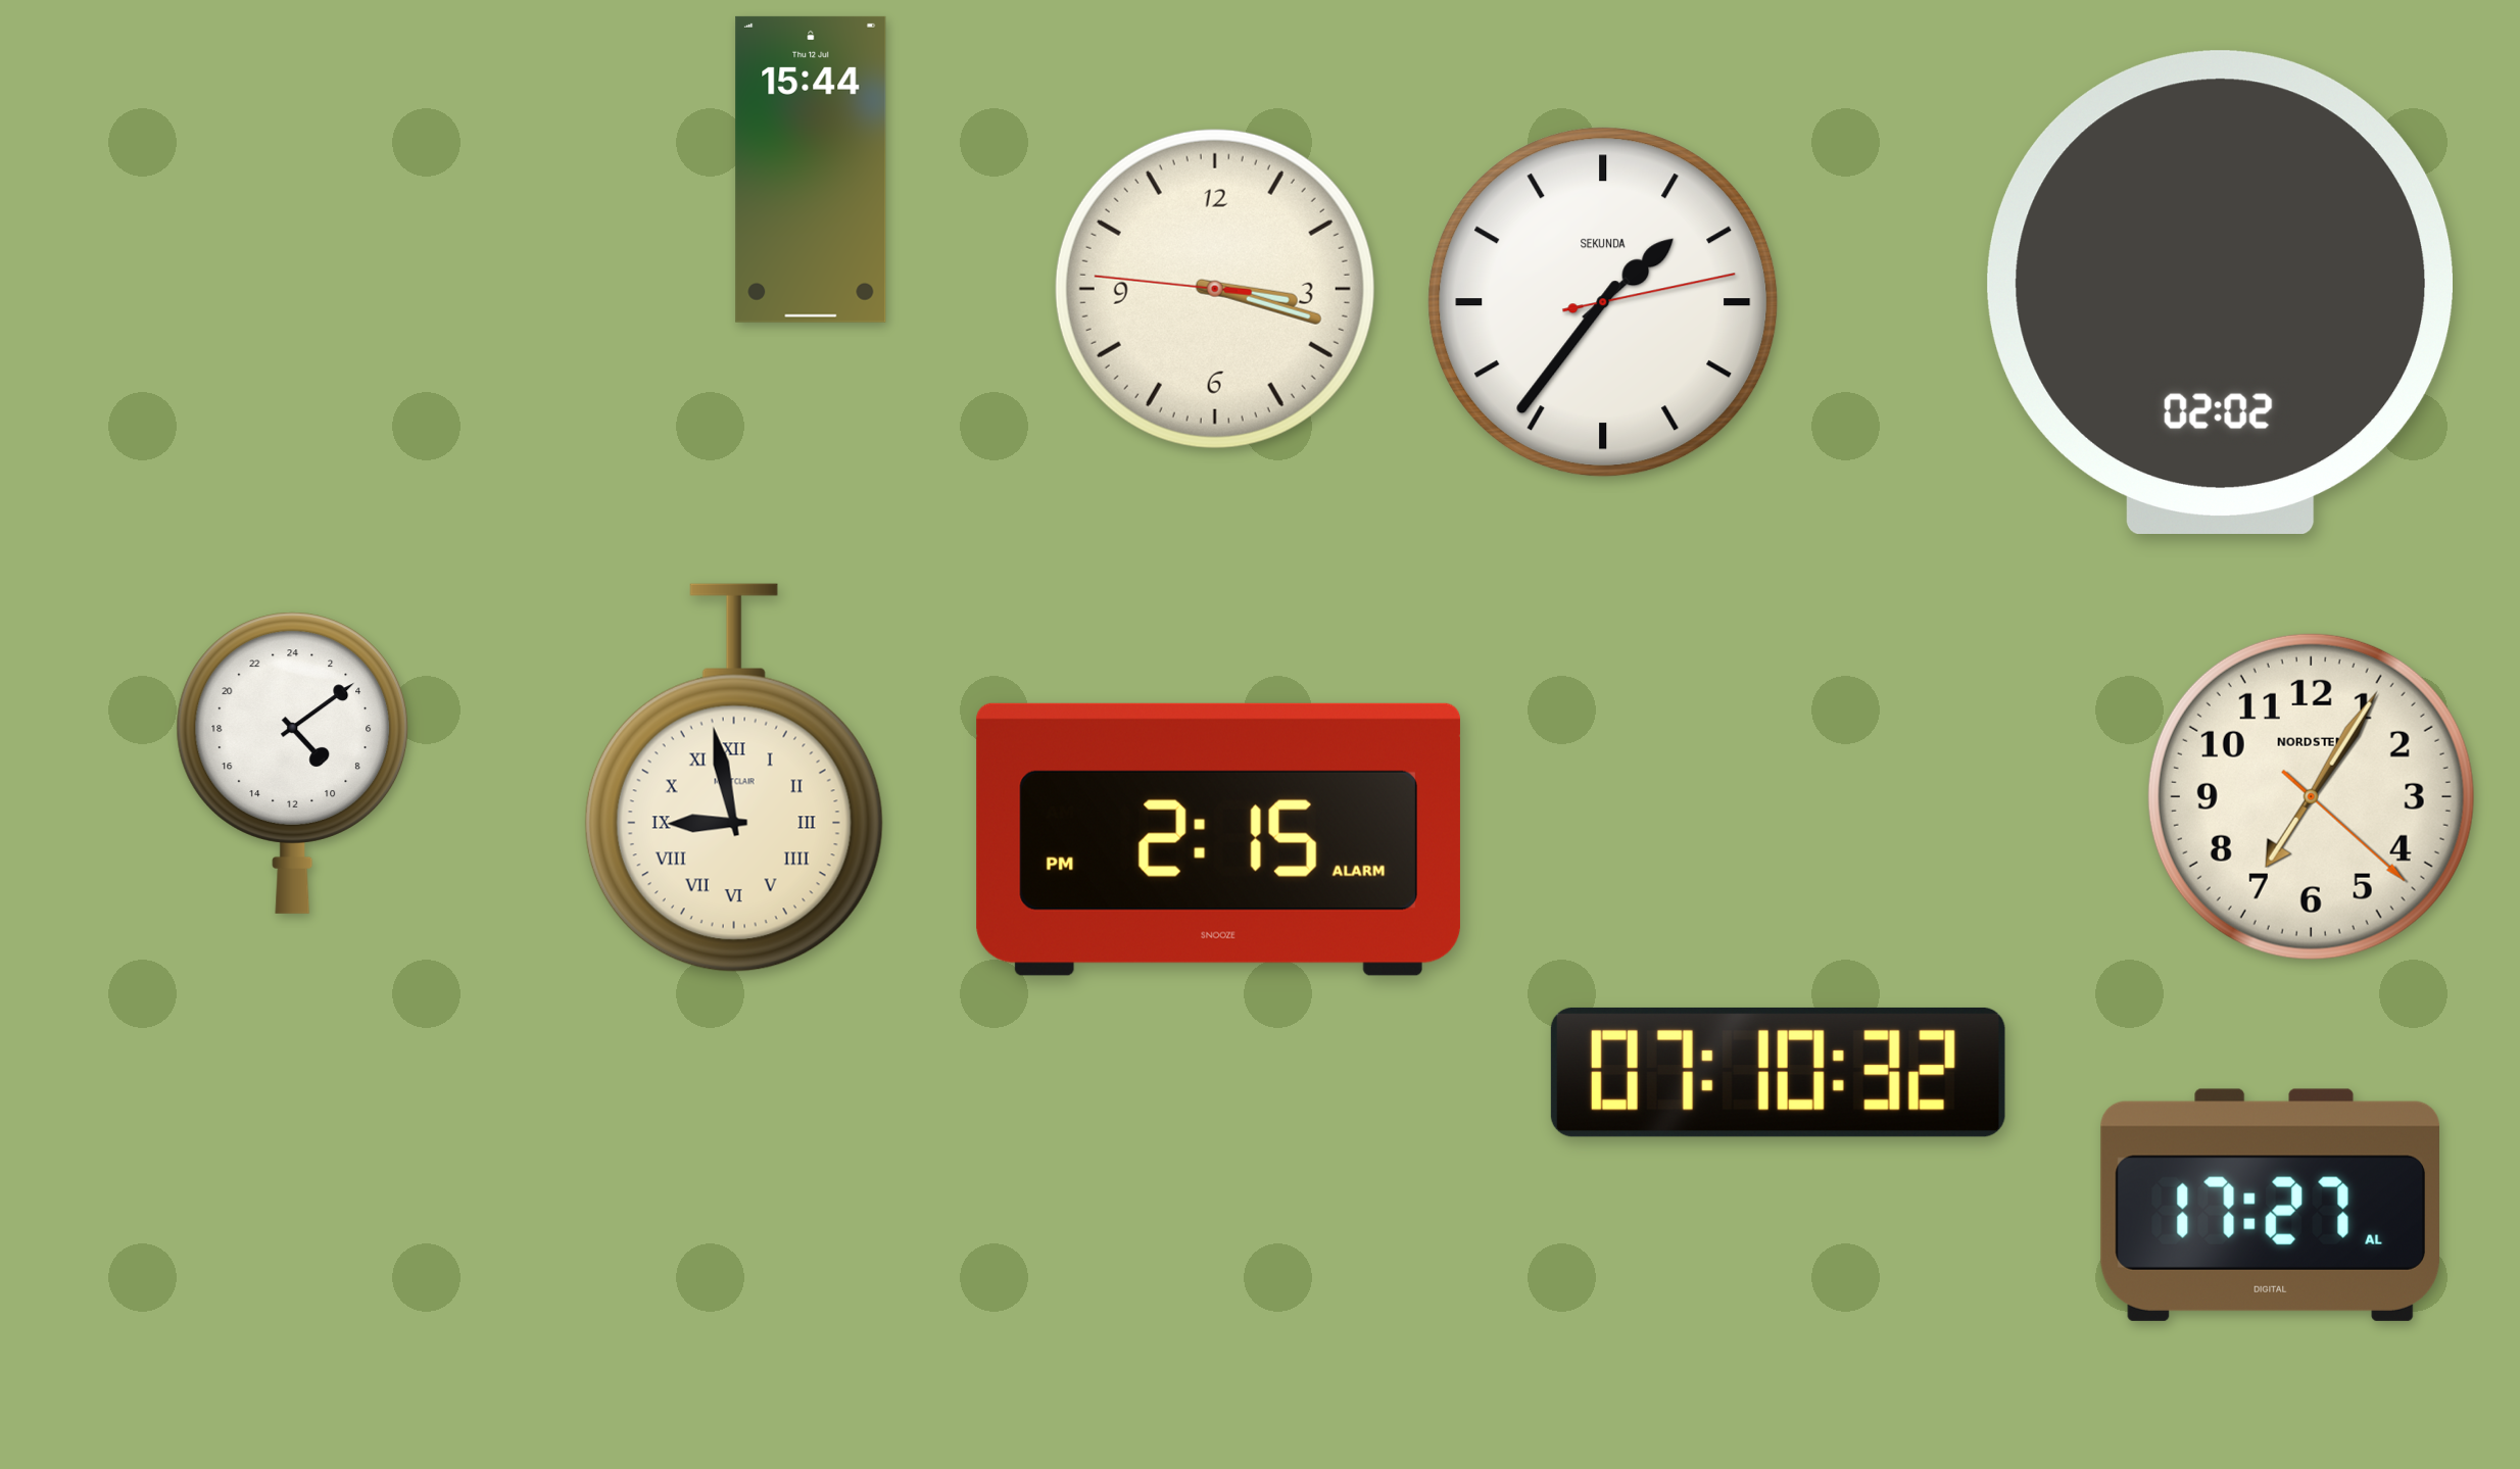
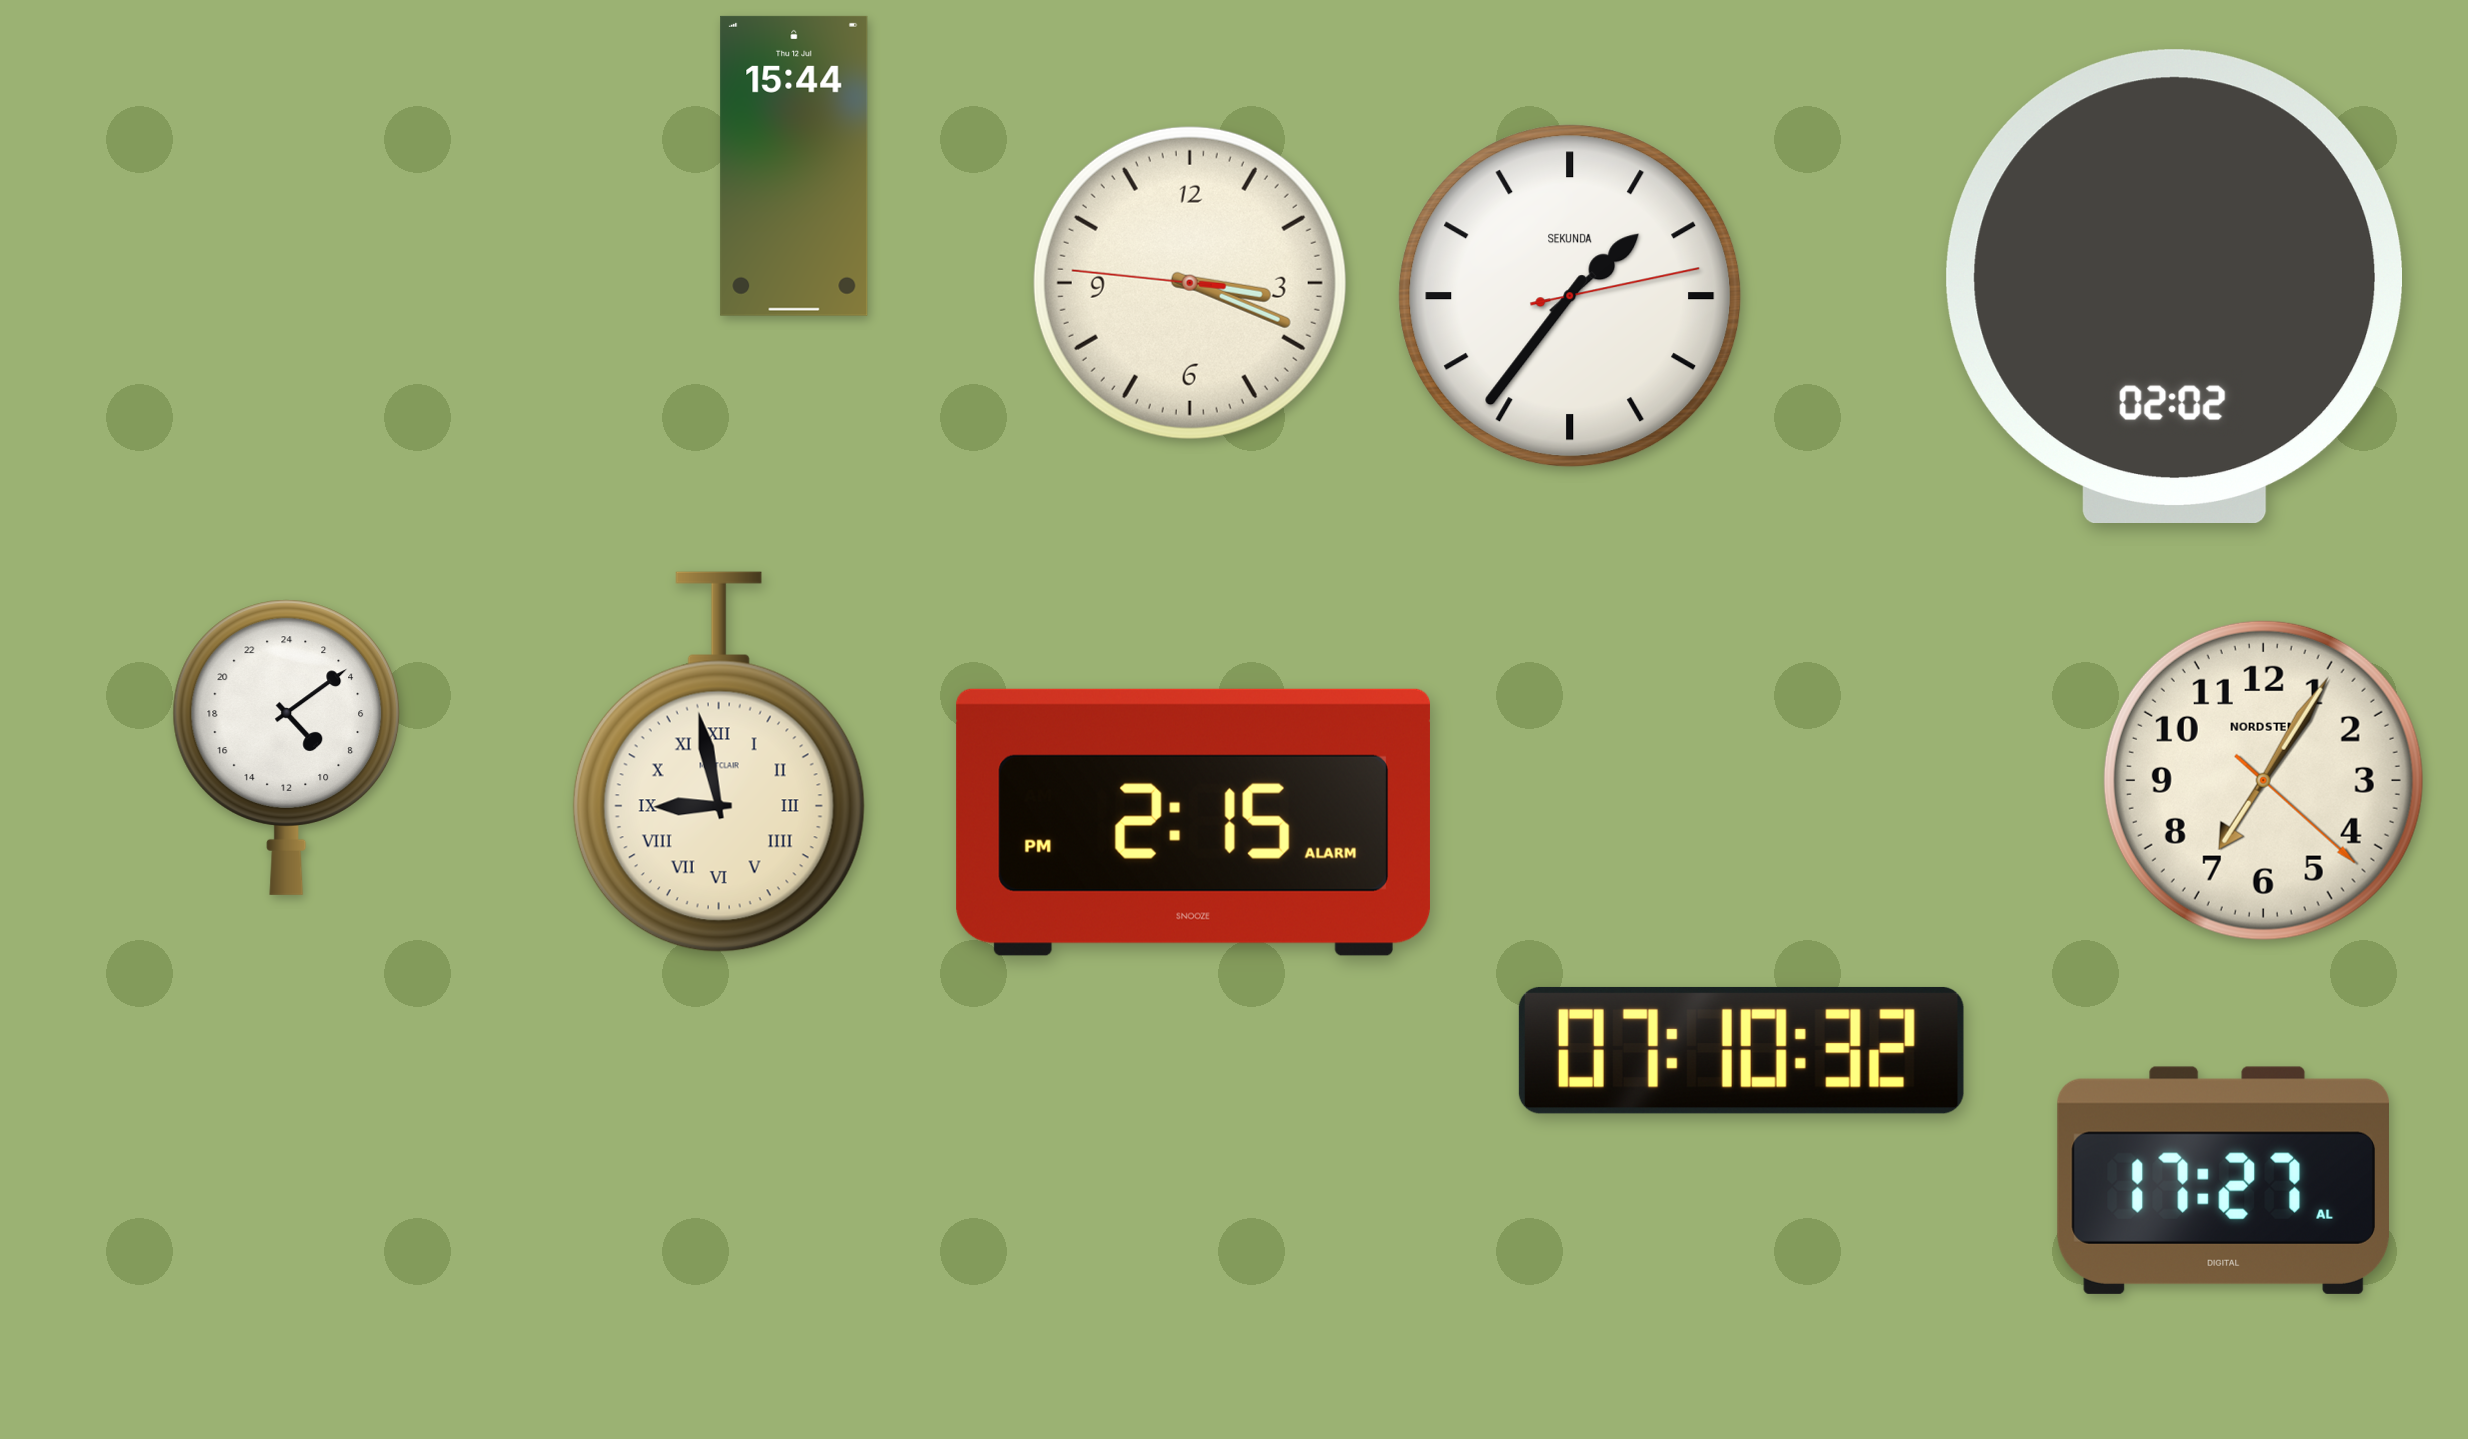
clock at (1215, 289): 3:17 -> 3:18
